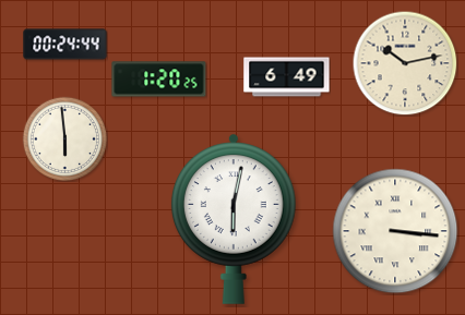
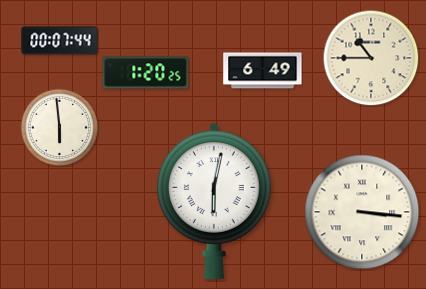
clock at (65, 45): 00:24 -> 00:07
clock at (405, 63): 10:13 -> 10:45
